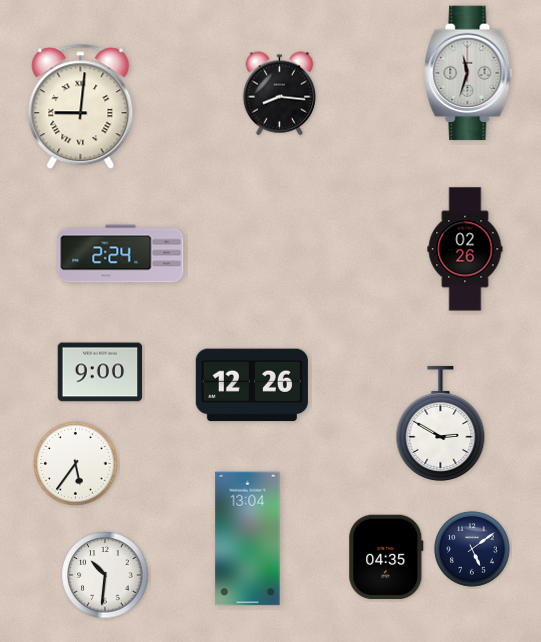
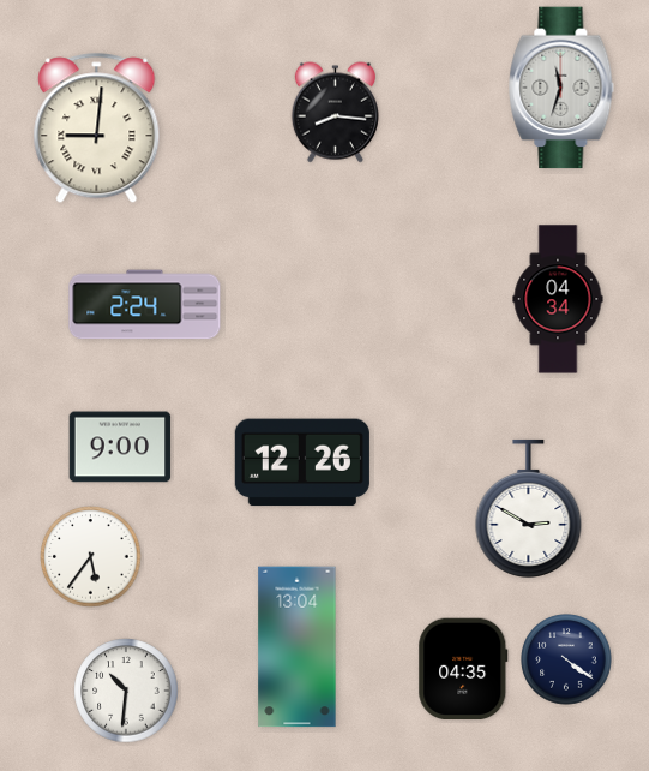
clock at (465, 249): 02:26 -> 04:34
clock at (472, 549): 5:09 -> 4:21
